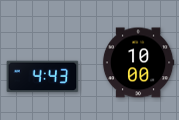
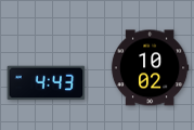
clock at (138, 63): 10:00 -> 10:02
